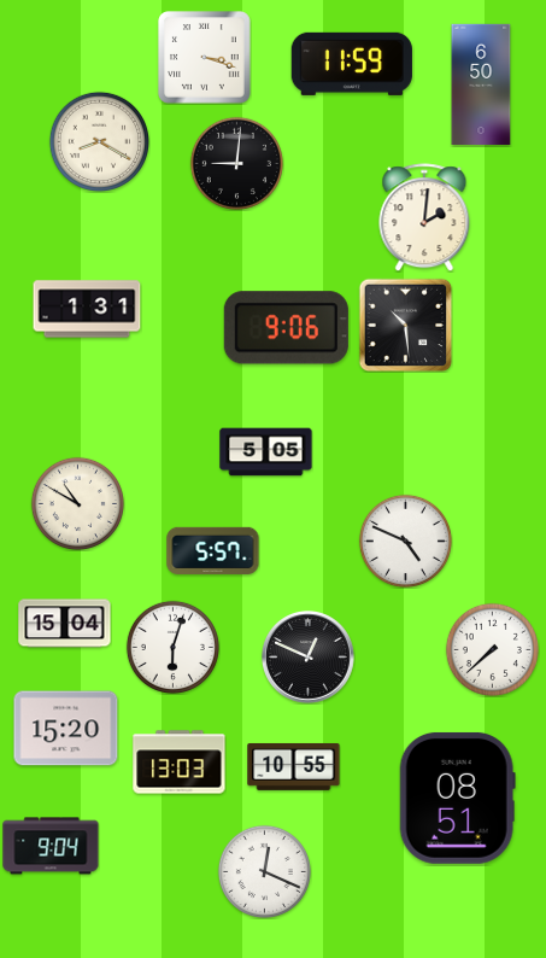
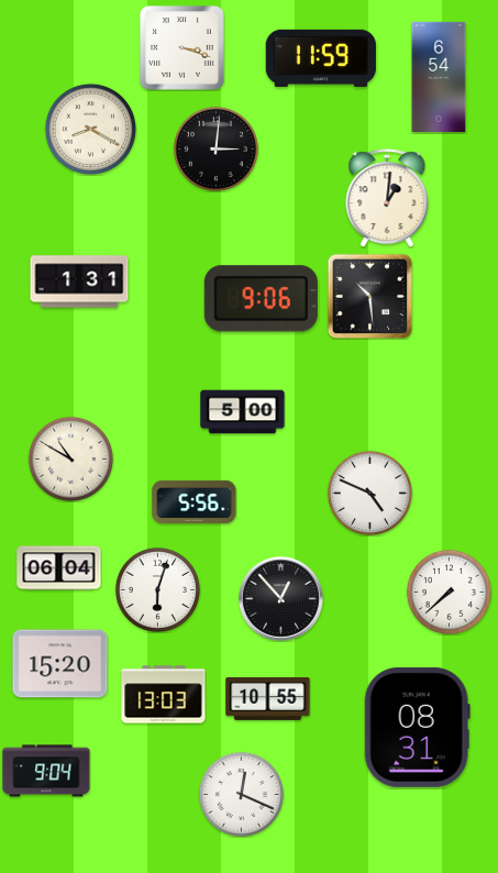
clock at (205, 58) position: (205, 58) -> (182, 48)
clock at (481, 83): 6:50 -> 6:54
clock at (236, 163): 9:01 -> 3:01
clock at (424, 217): 2:01 -> 1:01
clock at (266, 452): 5:05 -> 5:00
clock at (213, 550): 5:57 -> 5:56
clock at (65, 624): 15:04 -> 06:04
clock at (309, 658): 12:49 -> 12:53
clock at (457, 798): 08:51 -> 08:31
